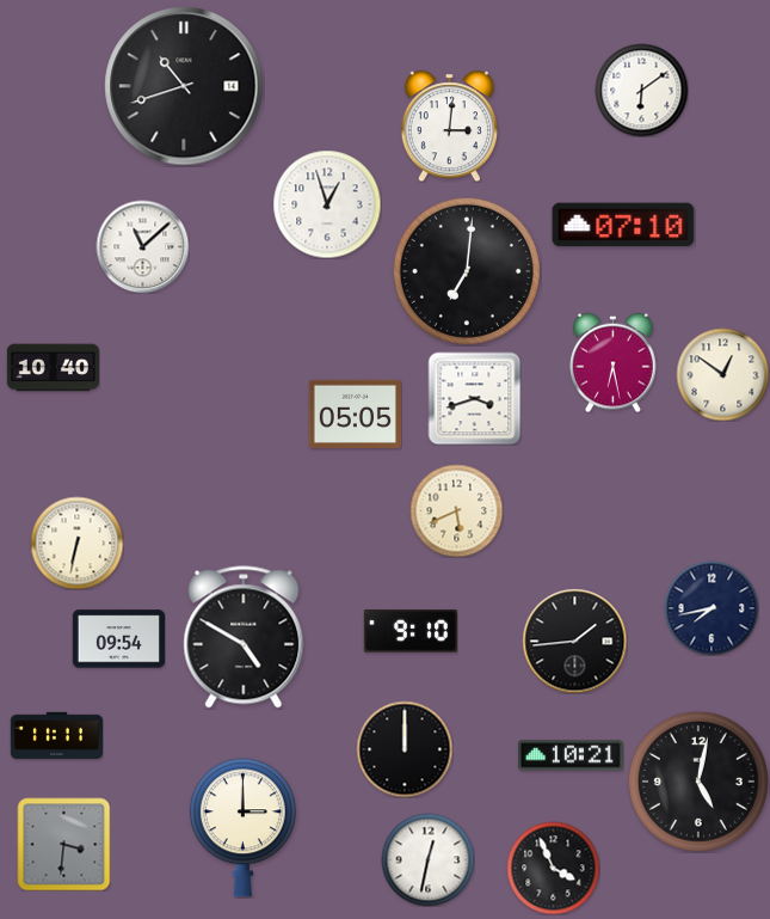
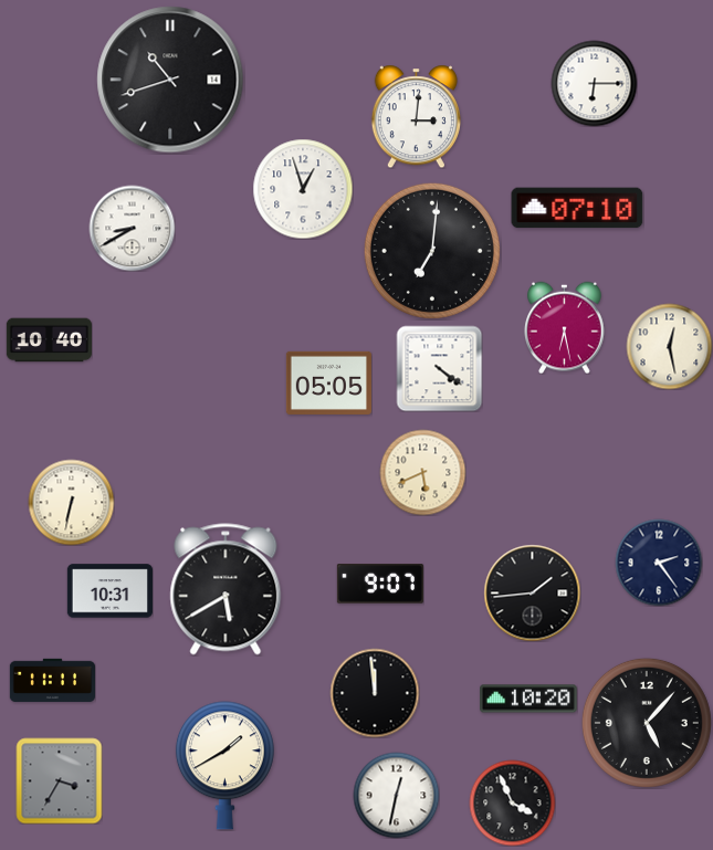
clock at (641, 90): 6:09 -> 6:15
clock at (142, 246): 11:08 -> 8:40
clock at (614, 362) position: (614, 362) -> (565, 327)
clock at (722, 374): 12:51 -> 12:28
clock at (474, 398): 3:42 -> 4:21
clock at (712, 608): 7:43 -> 2:24
clock at (411, 631): 9:10 -> 9:07
clock at (244, 637): 4:50 -> 5:40
clock at (118, 639): 09:54 -> 10:31
clock at (405, 749): 12:00 -> 11:59
clock at (571, 755): 10:21 -> 10:20
clock at (698, 782): 5:02 -> 5:07
clock at (242, 828): 3:00 -> 1:40
clock at (63, 844): 3:31 -> 3:35
